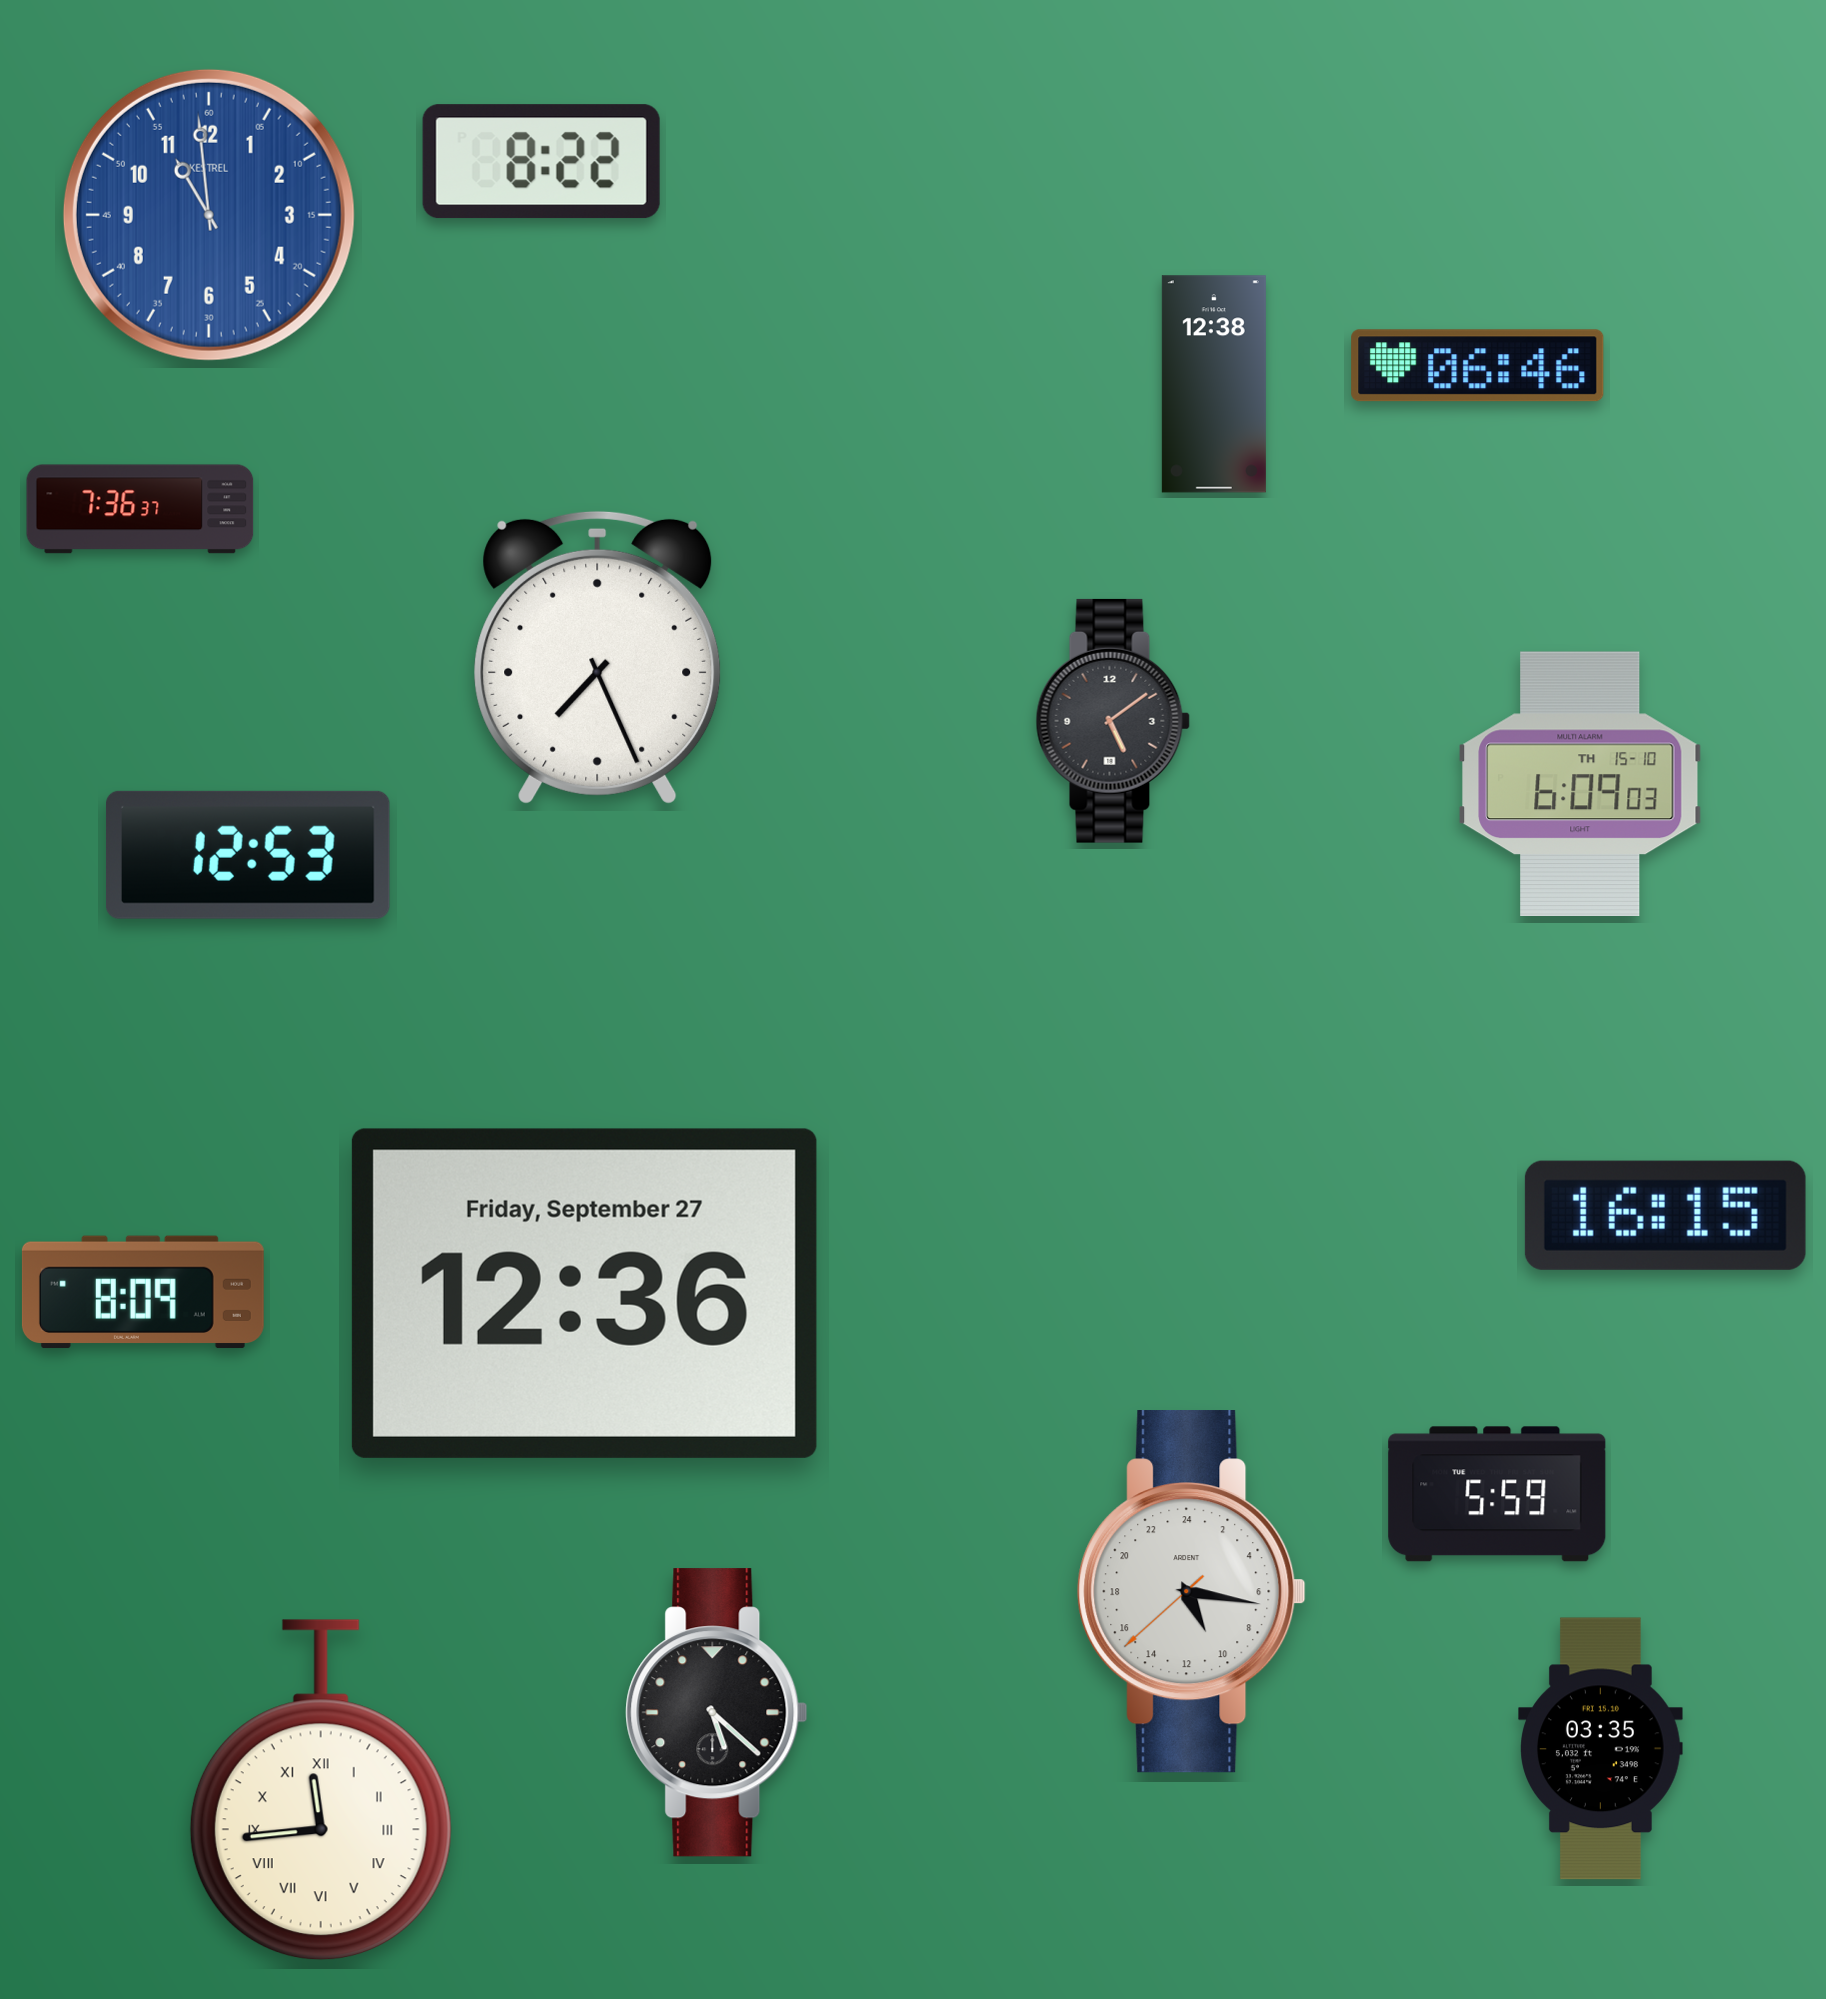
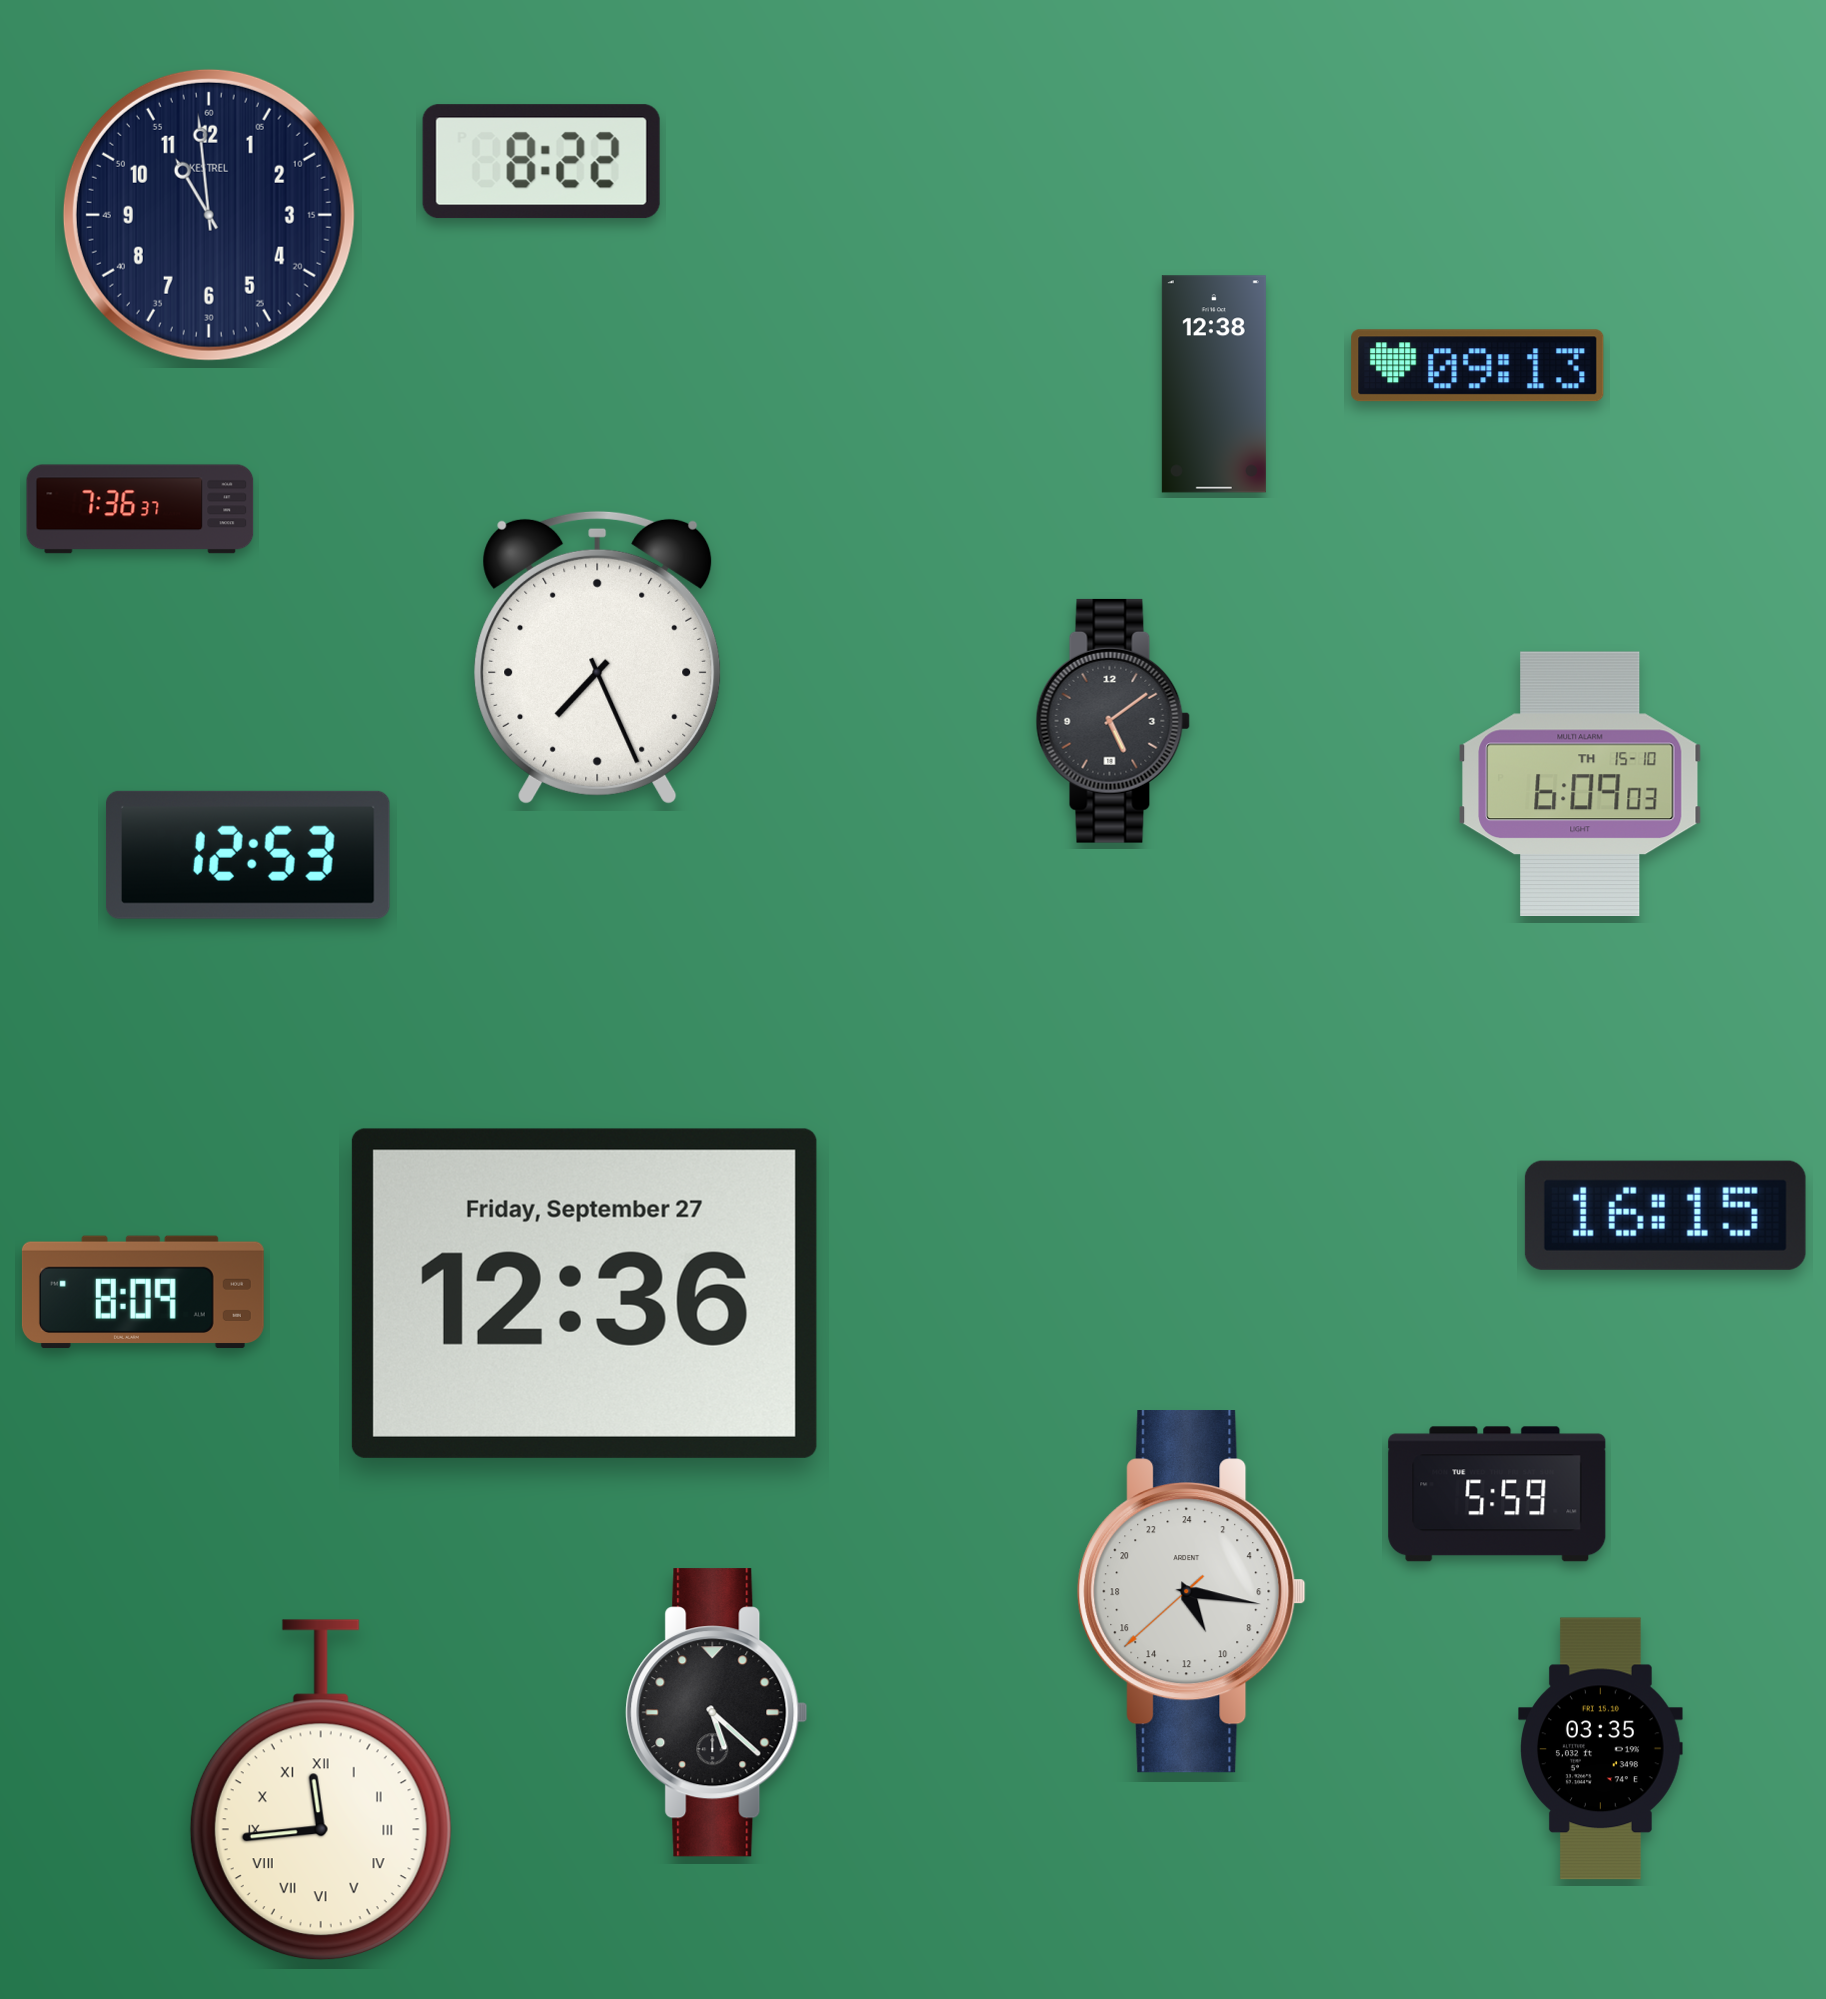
clock at (209, 215) dial: blue -> navy
clock at (1478, 366): 06:46 -> 09:13
